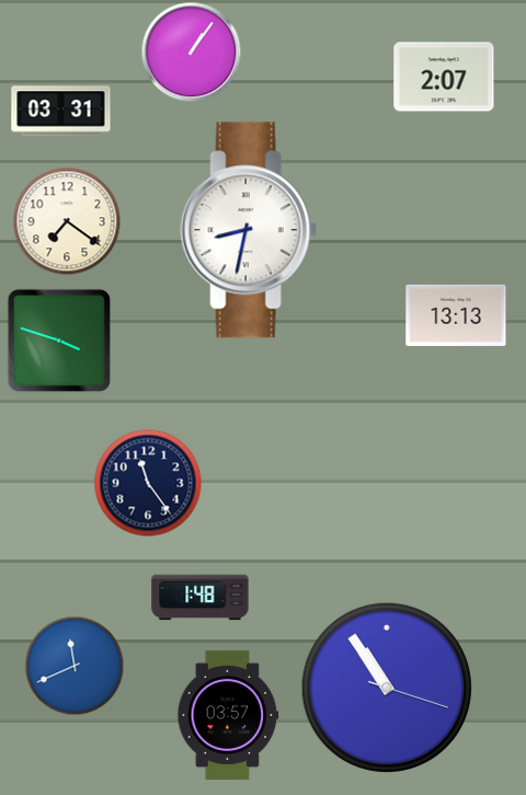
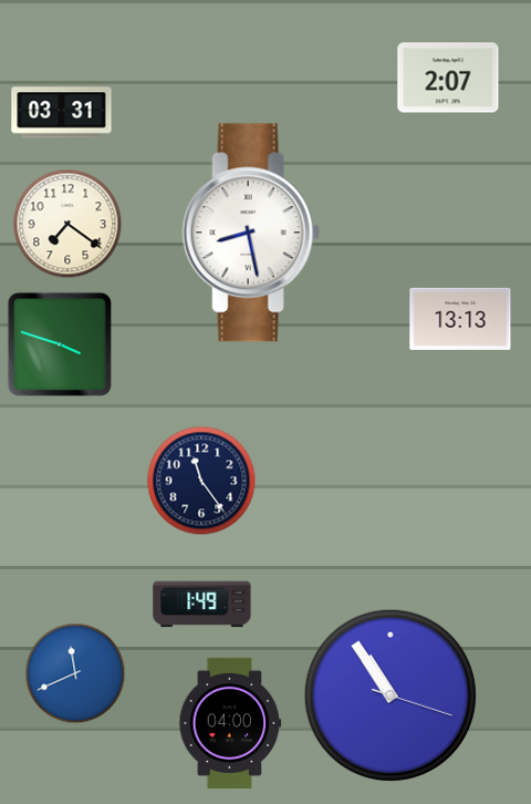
clock at (191, 51): 1:06 -> none
clock at (249, 230): 8:32 -> 8:28
clock at (148, 483) position: (148, 483) -> (201, 481)
clock at (201, 598): 1:48 -> 1:49
clock at (228, 715): 03:57 -> 04:00
